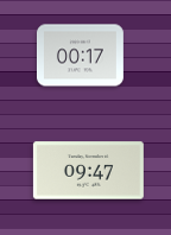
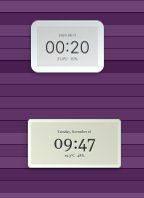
clock at (80, 56): 00:17 -> 00:20
